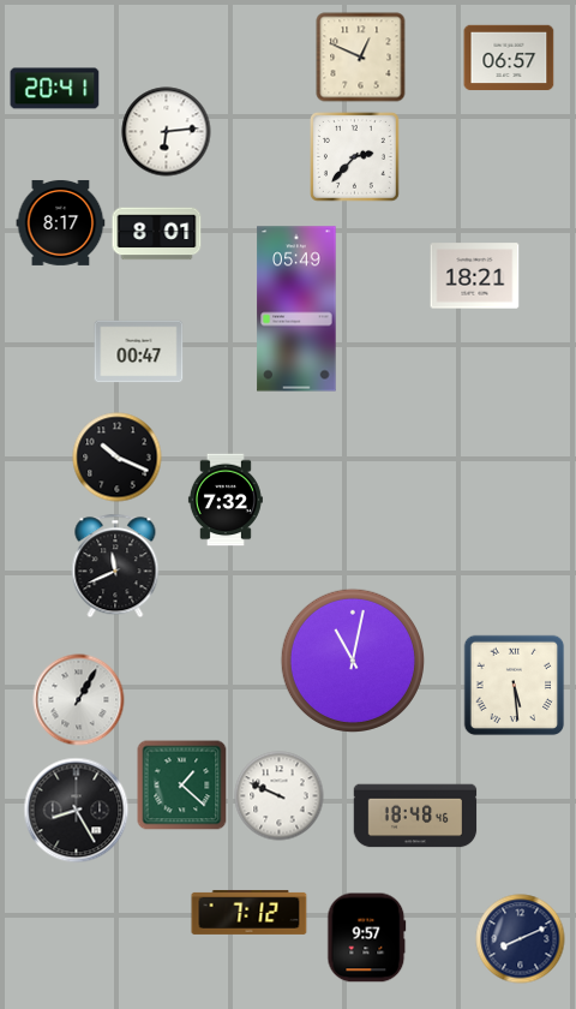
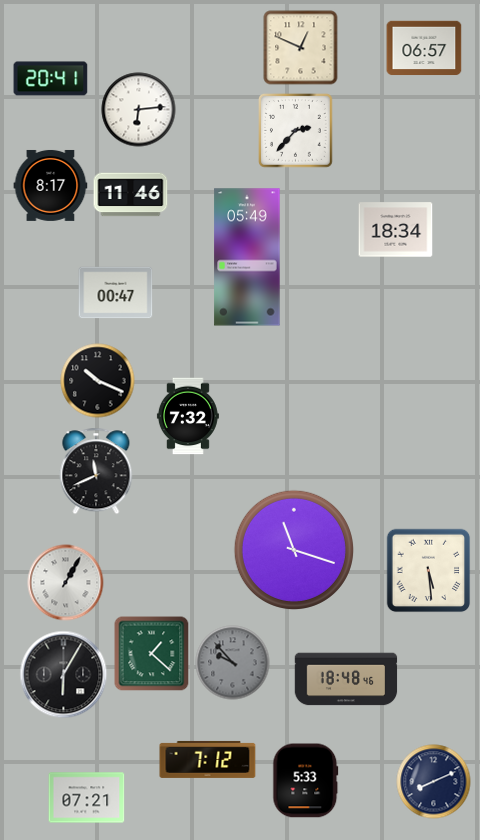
clock at (55, 89) position: (55, 89) -> (51, 79)
clock at (157, 234): 8:01 -> 11:46
clock at (475, 276): 18:21 -> 18:34
clock at (352, 659): 11:02 -> 11:18
clock at (280, 796): 9:49 -> 9:53
clock at (280, 796) dial: white -> grey
clock at (77, 811): 8:25 -> 6:05
clock at (367, 938): 9:57 -> 5:33
clock at (87, 798): none -> 07:21
